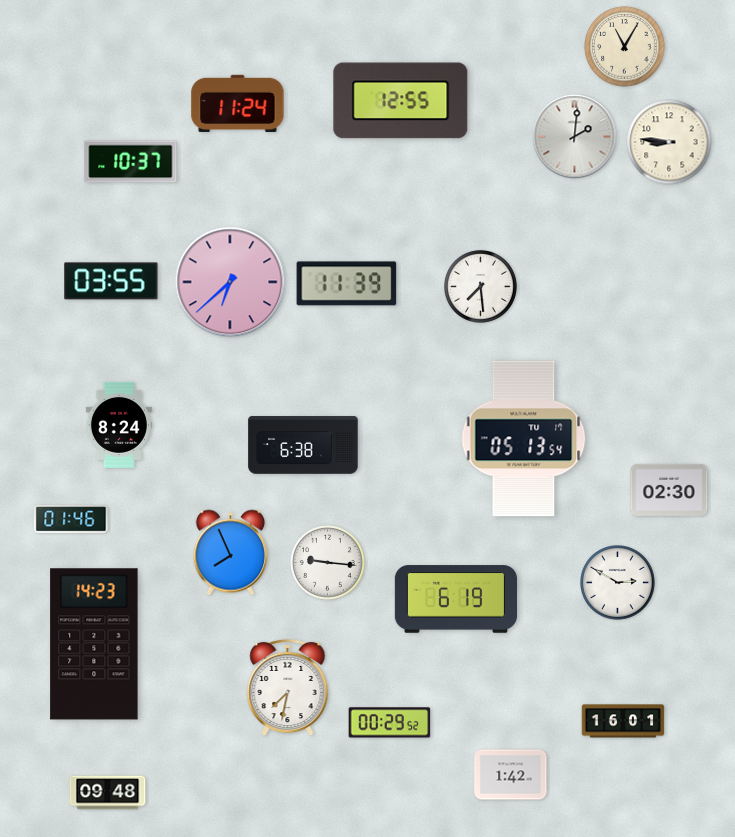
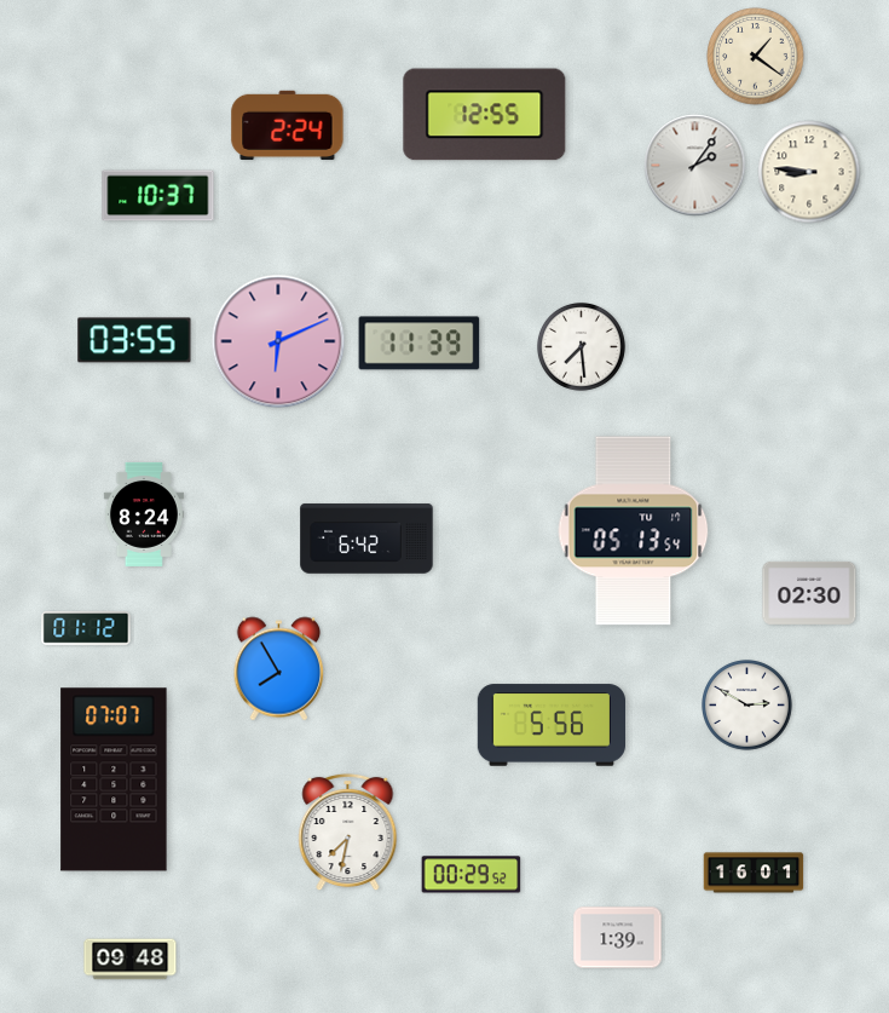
clock at (625, 47): 11:05 -> 1:21
clock at (401, 101) position: (401, 101) -> (485, 115)
clock at (238, 103): 11:24 -> 2:24
clock at (575, 137): 2:01 -> 2:06
clock at (230, 282): 6:38 -> 6:11
clock at (303, 445): 6:38 -> 6:42
clock at (71, 519): 01:46 -> 01:12
clock at (231, 553): 7:56 -> 7:55
clock at (328, 563): 9:16 -> none
clock at (455, 599): 6:19 -> 5:56
clock at (94, 644): 14:23 -> 07:07
clock at (511, 775): 1:42 -> 1:39
